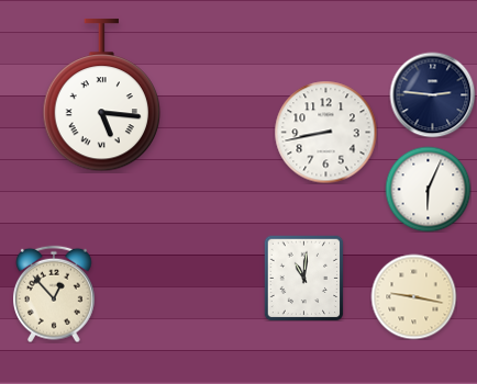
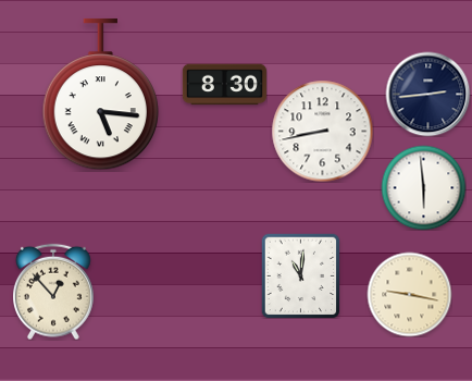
clock at (224, 85): none -> 8:30
clock at (432, 94): 2:46 -> 2:44
clock at (428, 189): 6:04 -> 5:59
